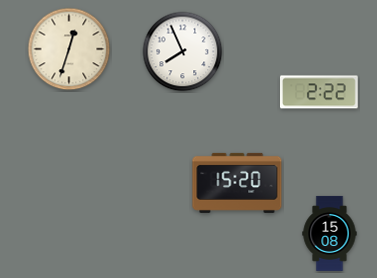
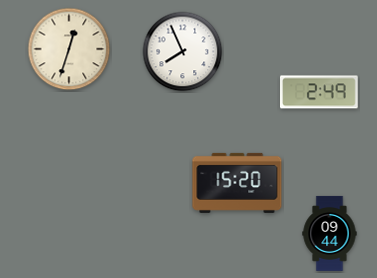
clock at (319, 92): 2:22 -> 2:49
clock at (330, 233): 15:08 -> 09:44
